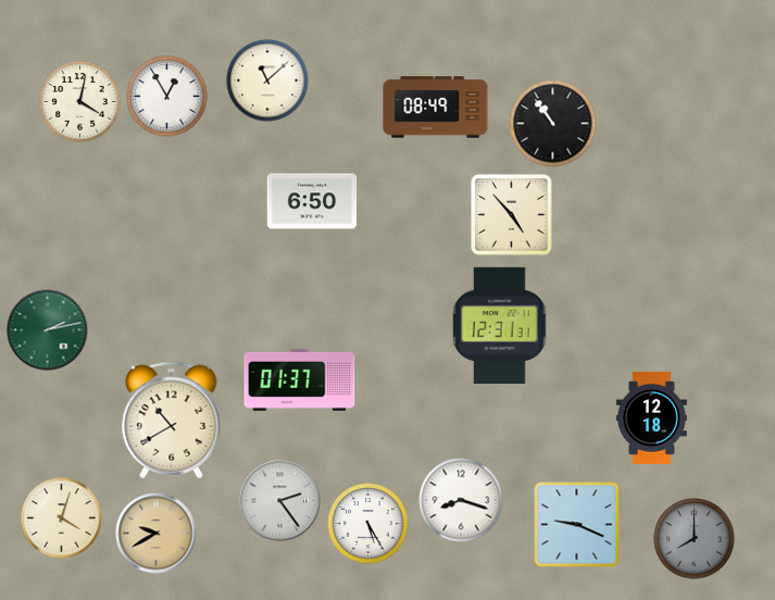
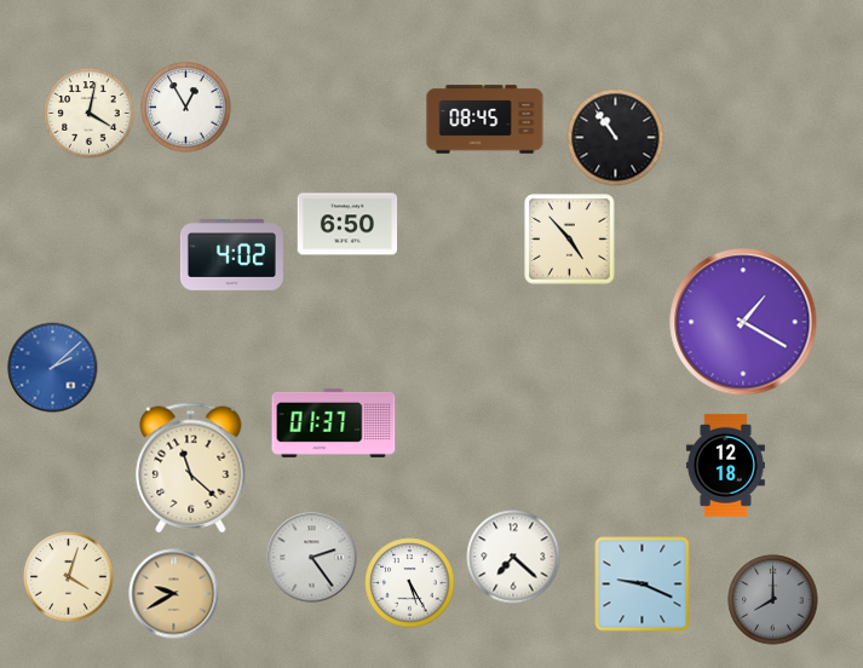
clock at (267, 80): 11:08 -> none
clock at (436, 108): 08:49 -> 08:45
clock at (231, 255): none -> 4:02
clock at (743, 322): none -> 1:20
clock at (500, 325): 12:31 -> none
clock at (48, 330): 2:13 -> 2:08
clock at (48, 330) dial: green -> blue
clock at (172, 421): 10:40 -> 11:22
clock at (461, 500): 8:18 -> 7:22
